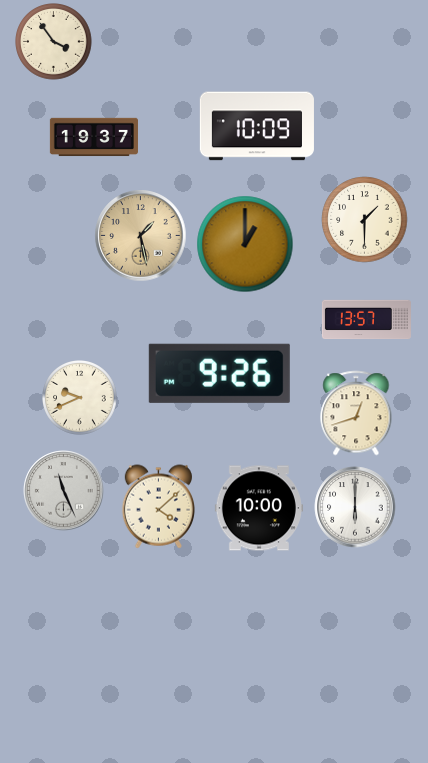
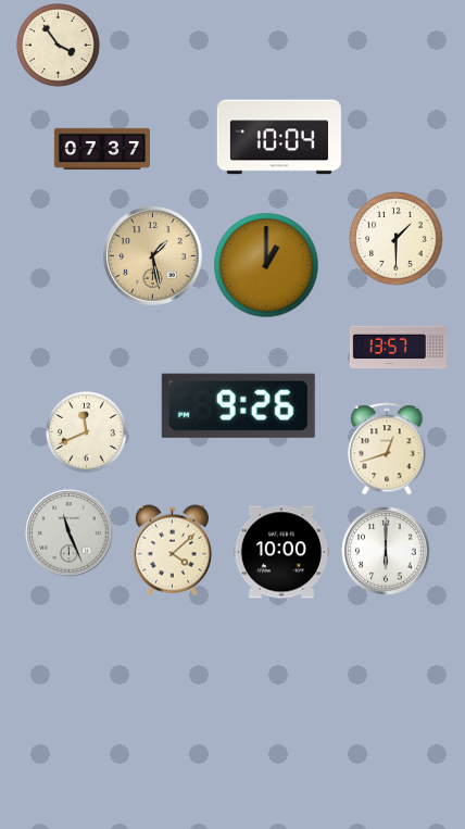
clock at (257, 126): 10:09 -> 10:04
clock at (94, 137): 19:37 -> 07:37
clock at (80, 398): 9:41 -> 11:41
